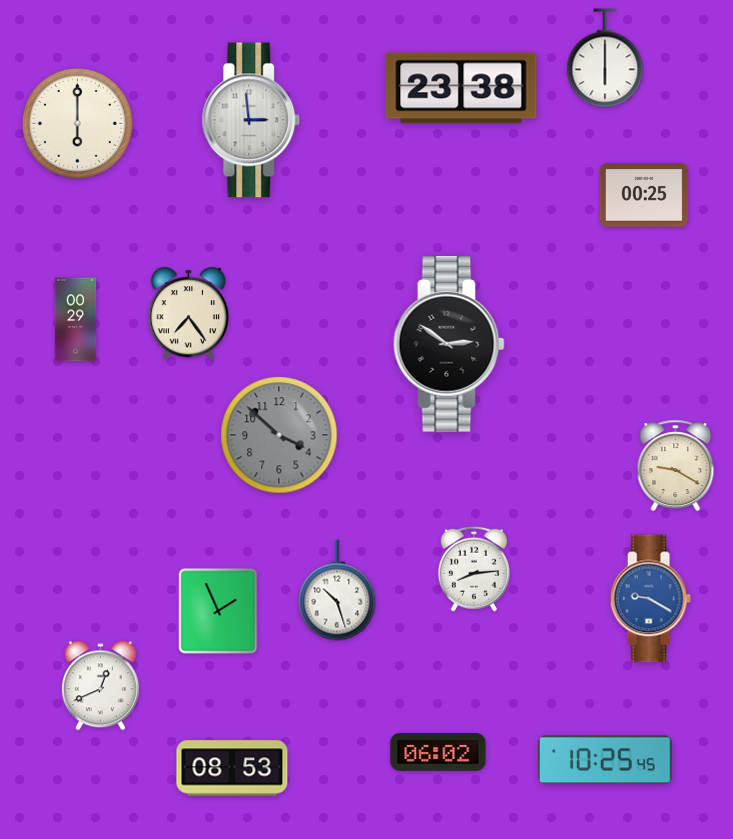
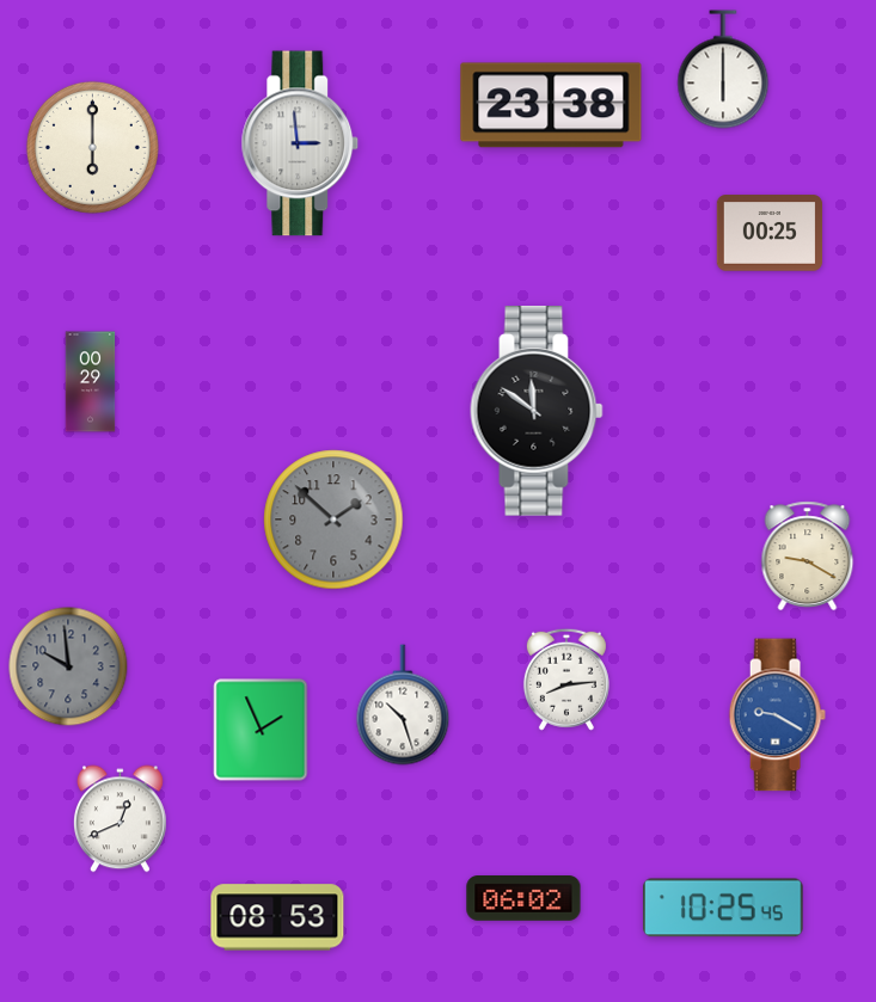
clock at (188, 314): 7:24 -> none
clock at (449, 345): 2:51 -> 11:51
clock at (279, 435): 3:52 -> 1:52
clock at (68, 666): none -> 9:59
